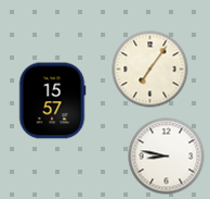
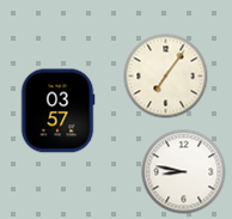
clock at (52, 101): 15:57 -> 03:57
